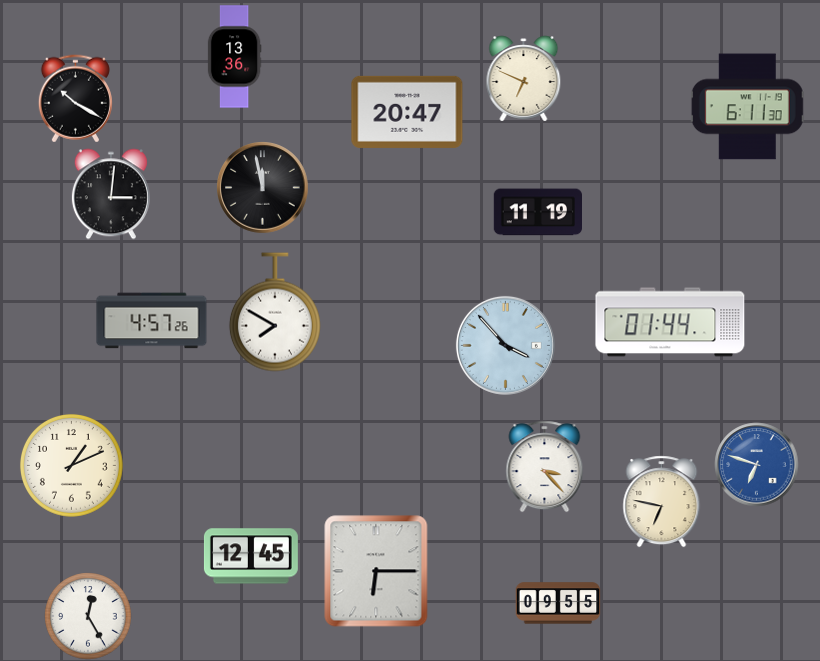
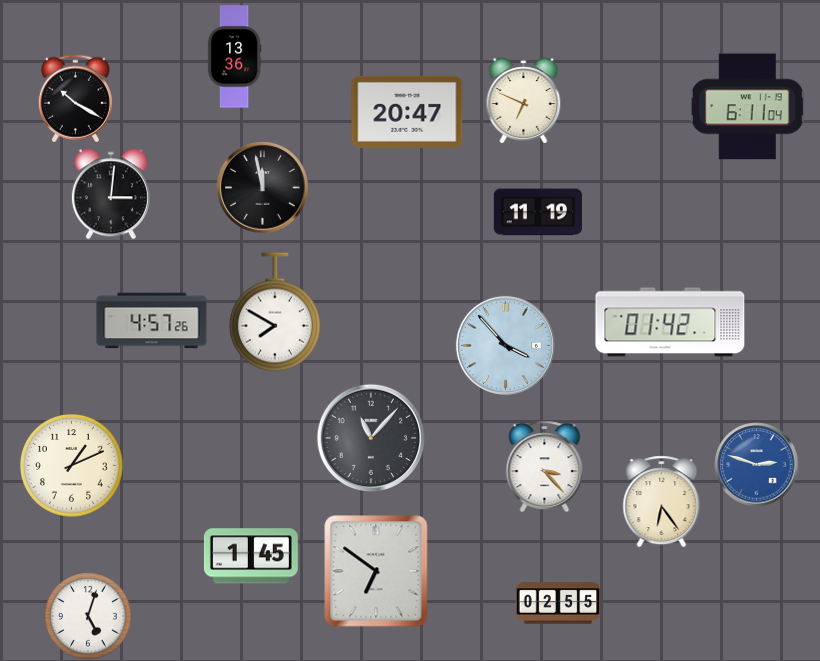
clock at (524, 79) position: (524, 79) -> (524, 101)
clock at (747, 107): 6:11:30 -> 6:11:04
clock at (670, 322): 01:44 -> 01:42
clock at (370, 437): none -> 11:07
clock at (757, 465): 6:48 -> 2:48
clock at (662, 502): 6:47 -> 6:24
clock at (251, 556): 12:45 -> 1:45
clock at (376, 571): 6:15 -> 6:51
clock at (558, 603): 09:55 -> 02:55
clock at (88, 616): 12:25 -> 5:03
